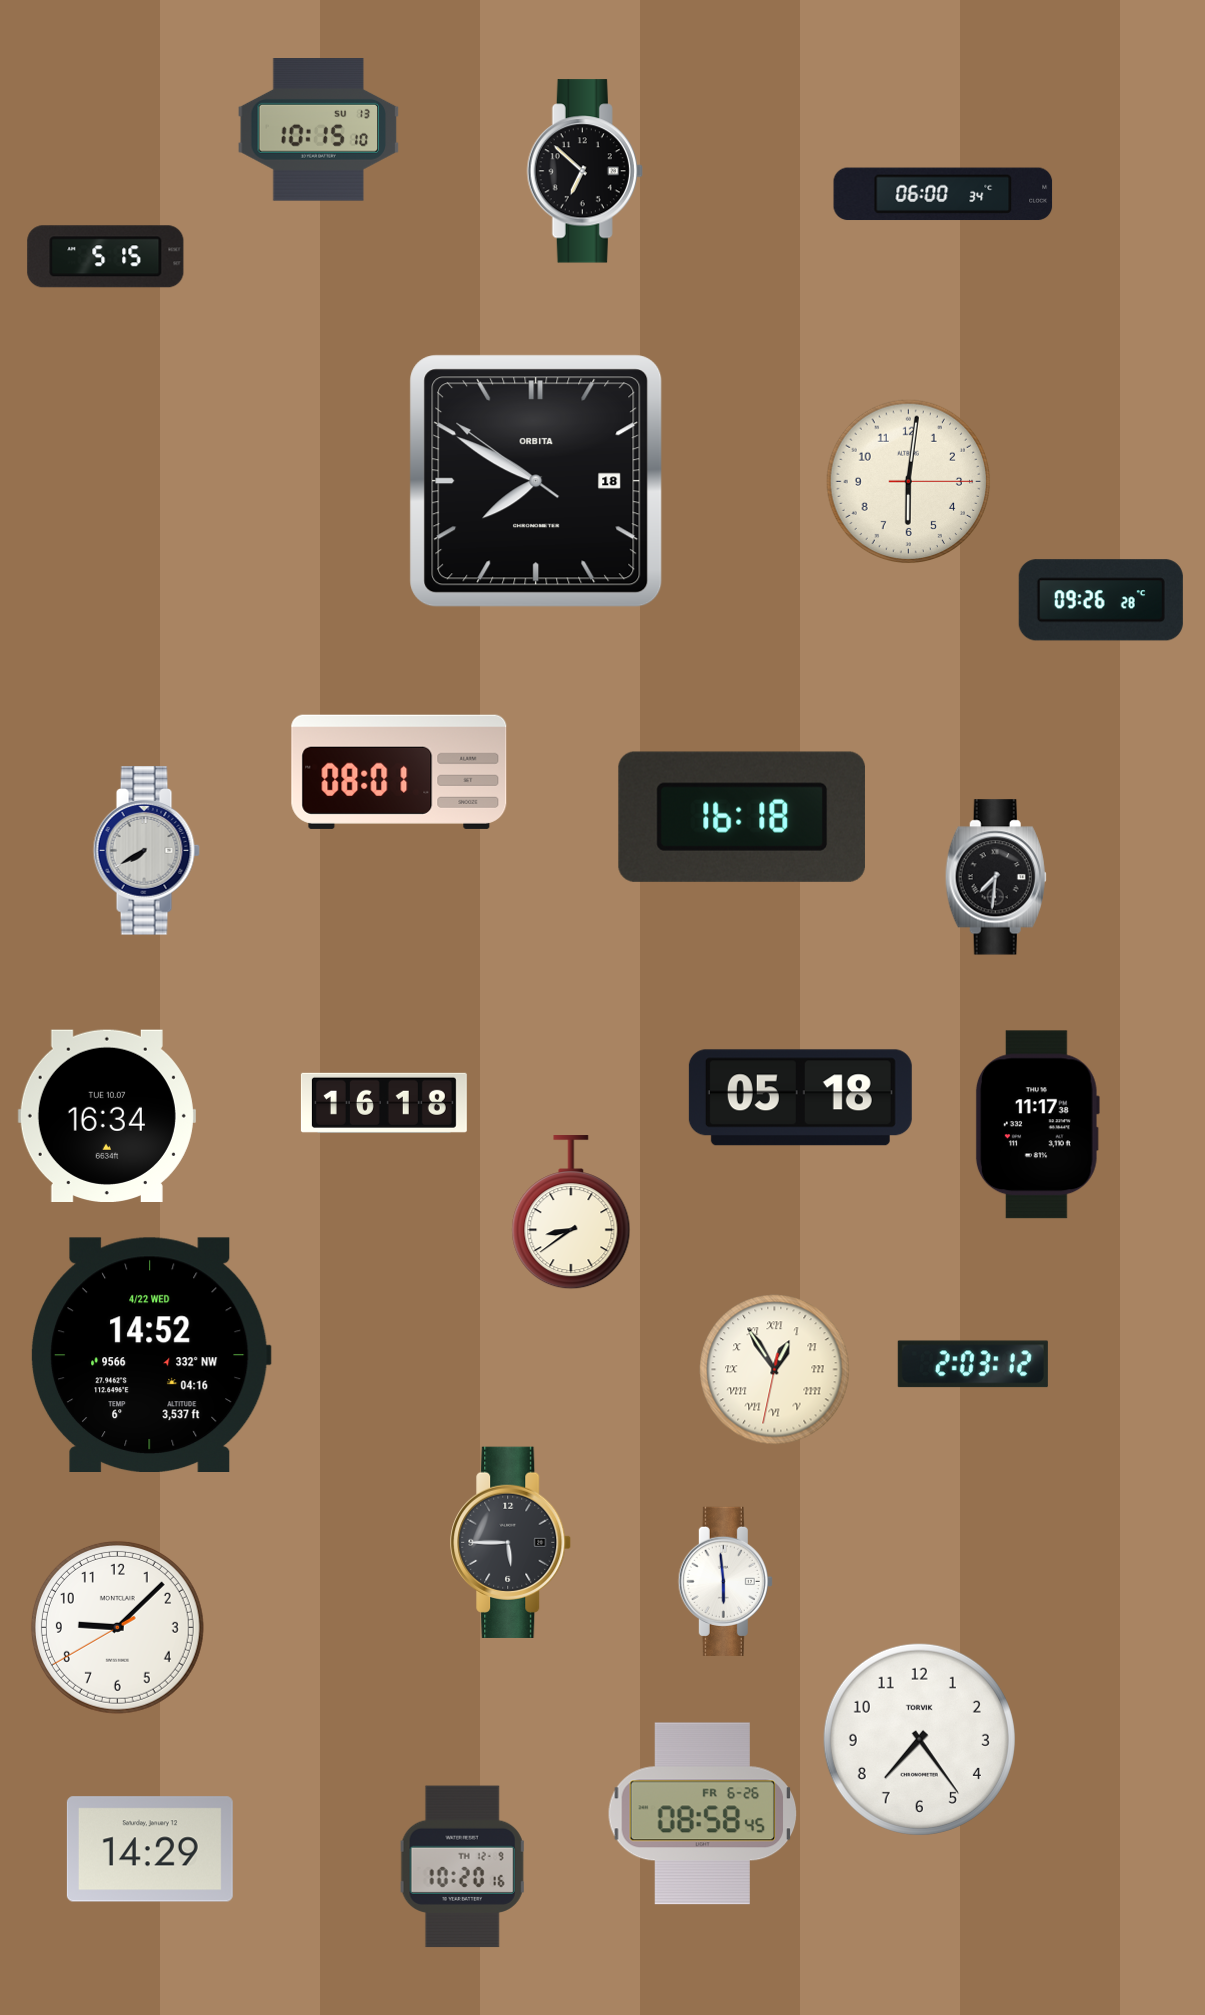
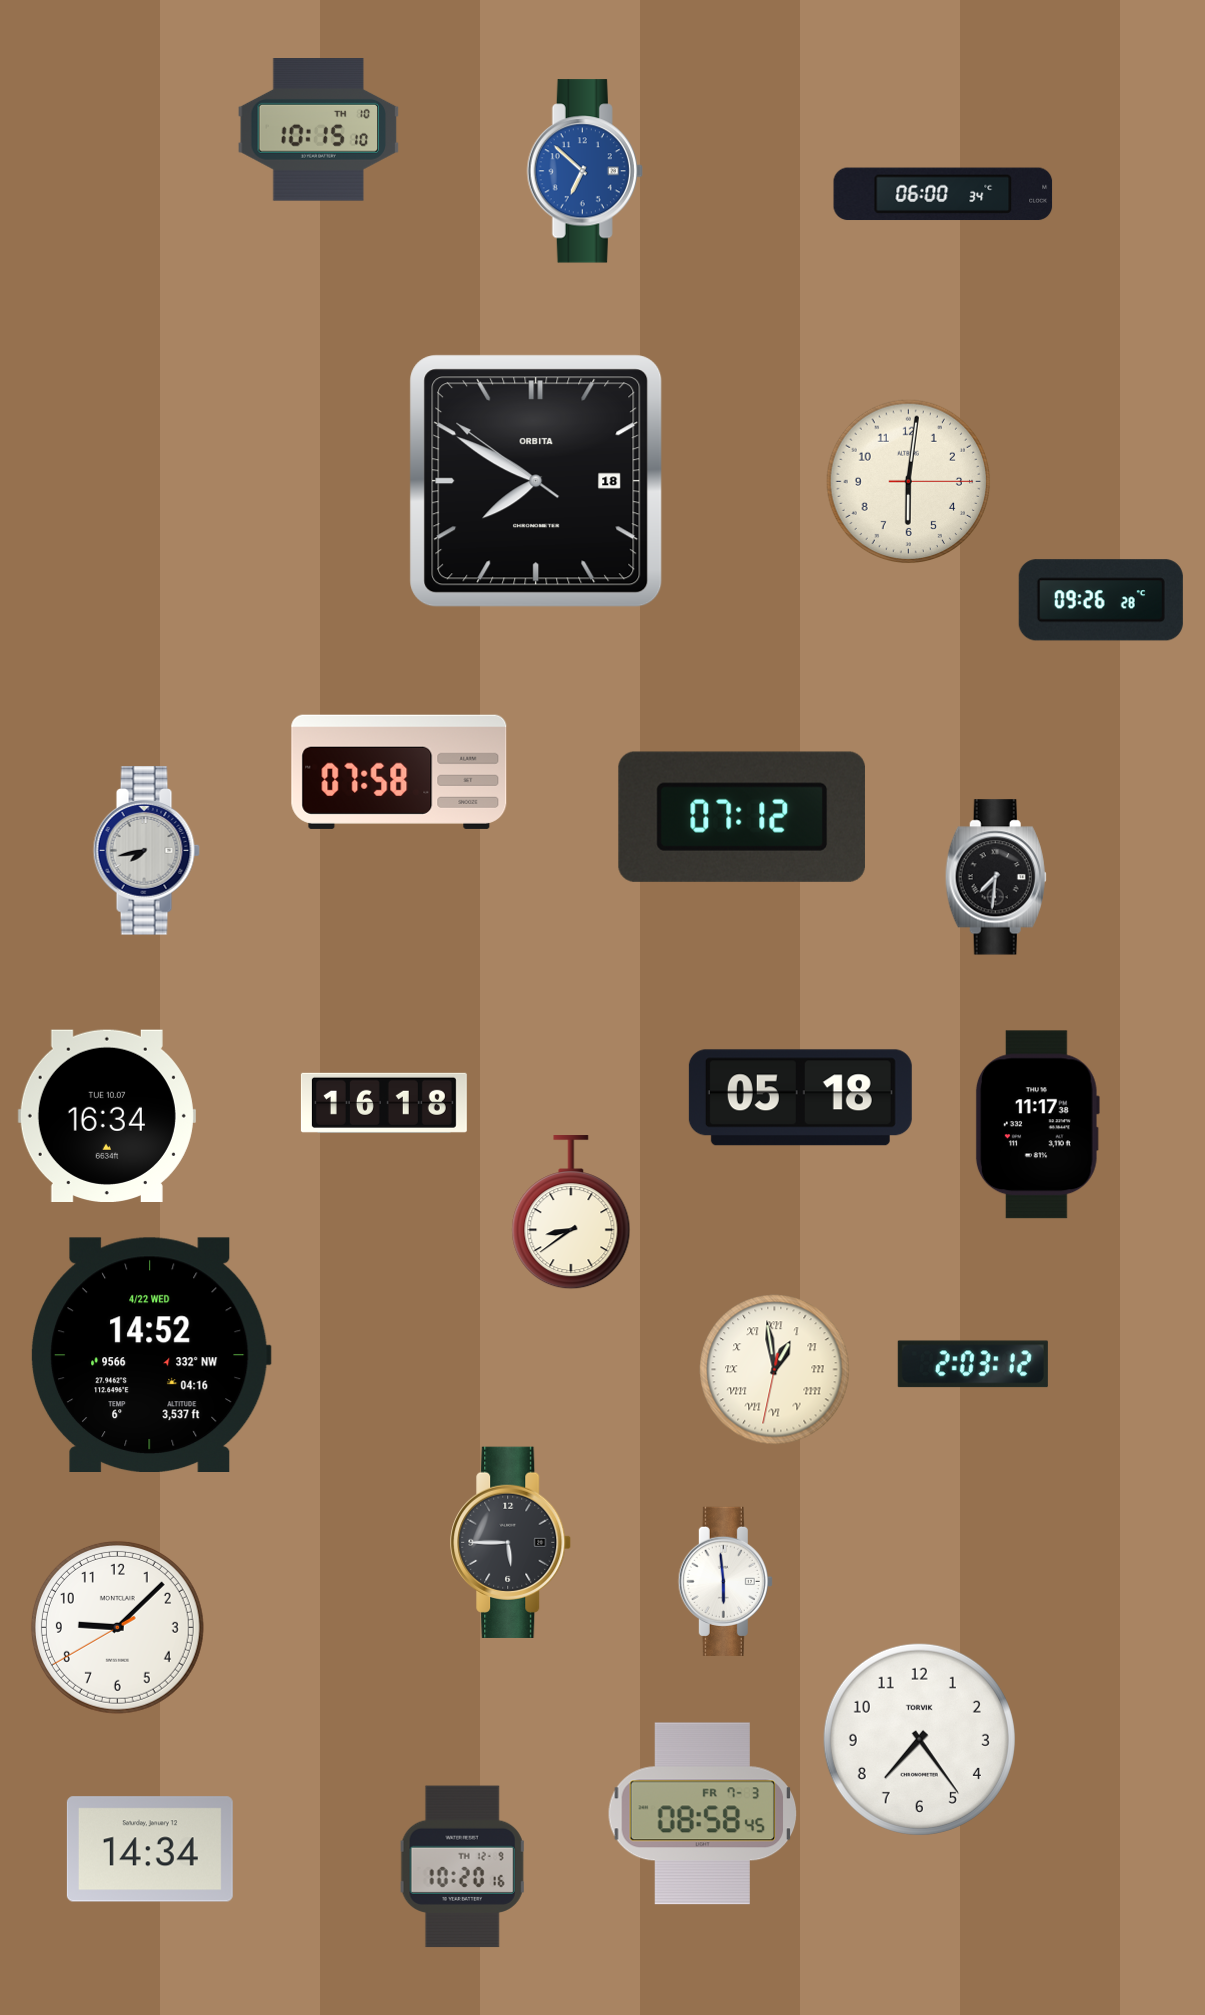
clock at (319, 130) date: SU 13 -> TH 10
clock at (585, 171) dial: black -> blue
clock at (106, 257): 5:15 -> none
clock at (399, 772): 08:01 -> 07:58
clock at (742, 817): 16:18 -> 07:12
clock at (146, 851): 7:40 -> 7:43
clock at (775, 1370): 12:54 -> 12:58
clock at (703, 1814) date: FR 6-26 -> FR 7-3
clock at (150, 1849): 14:29 -> 14:34
